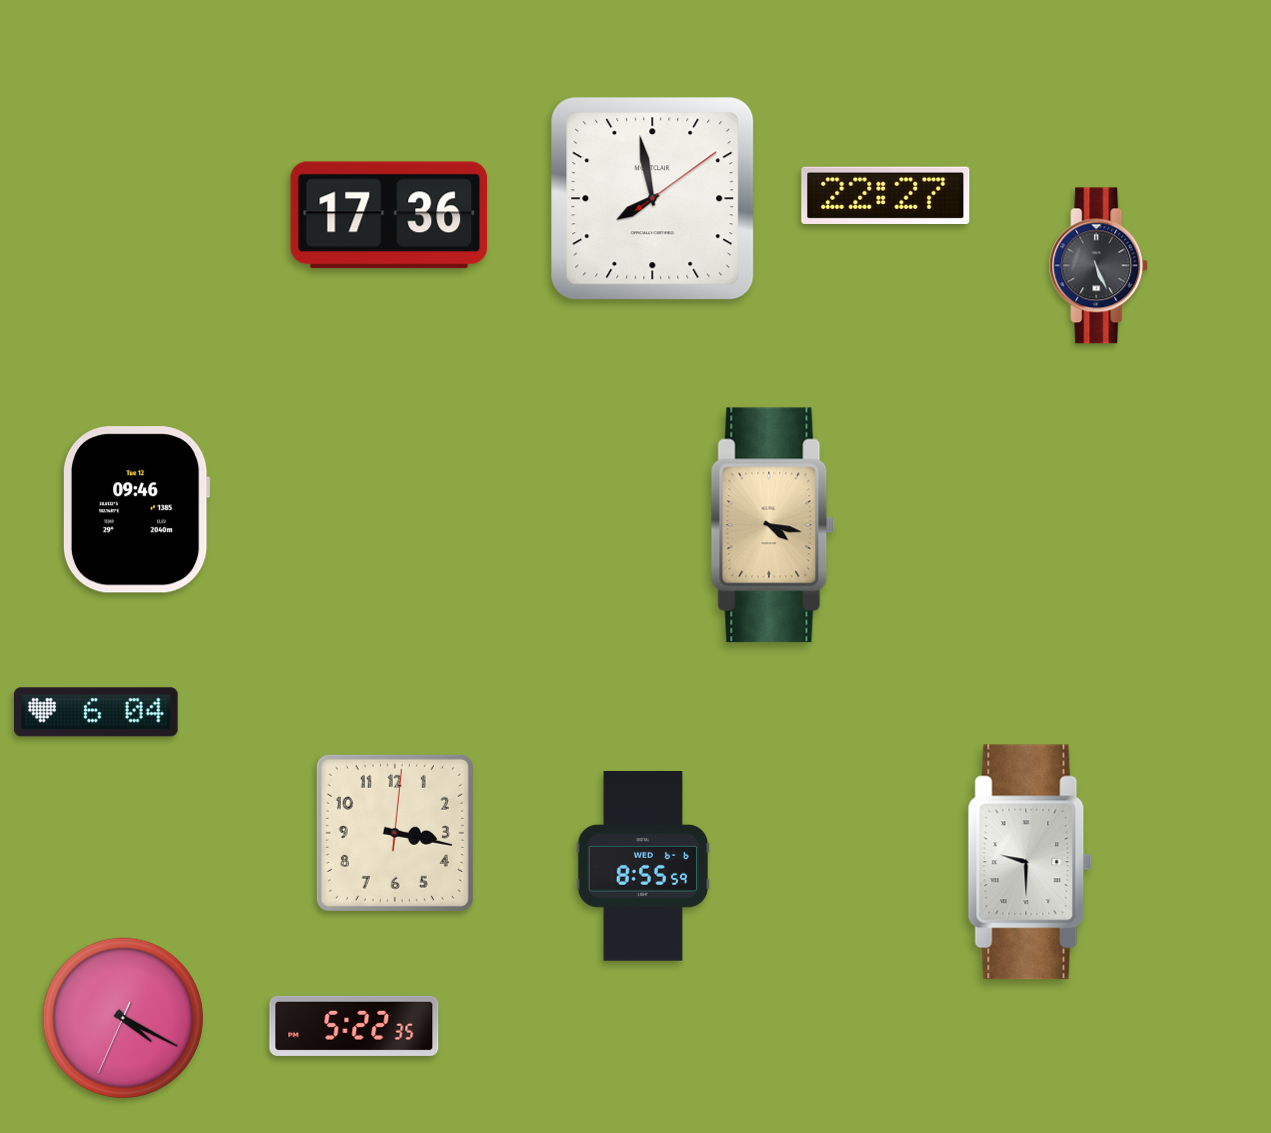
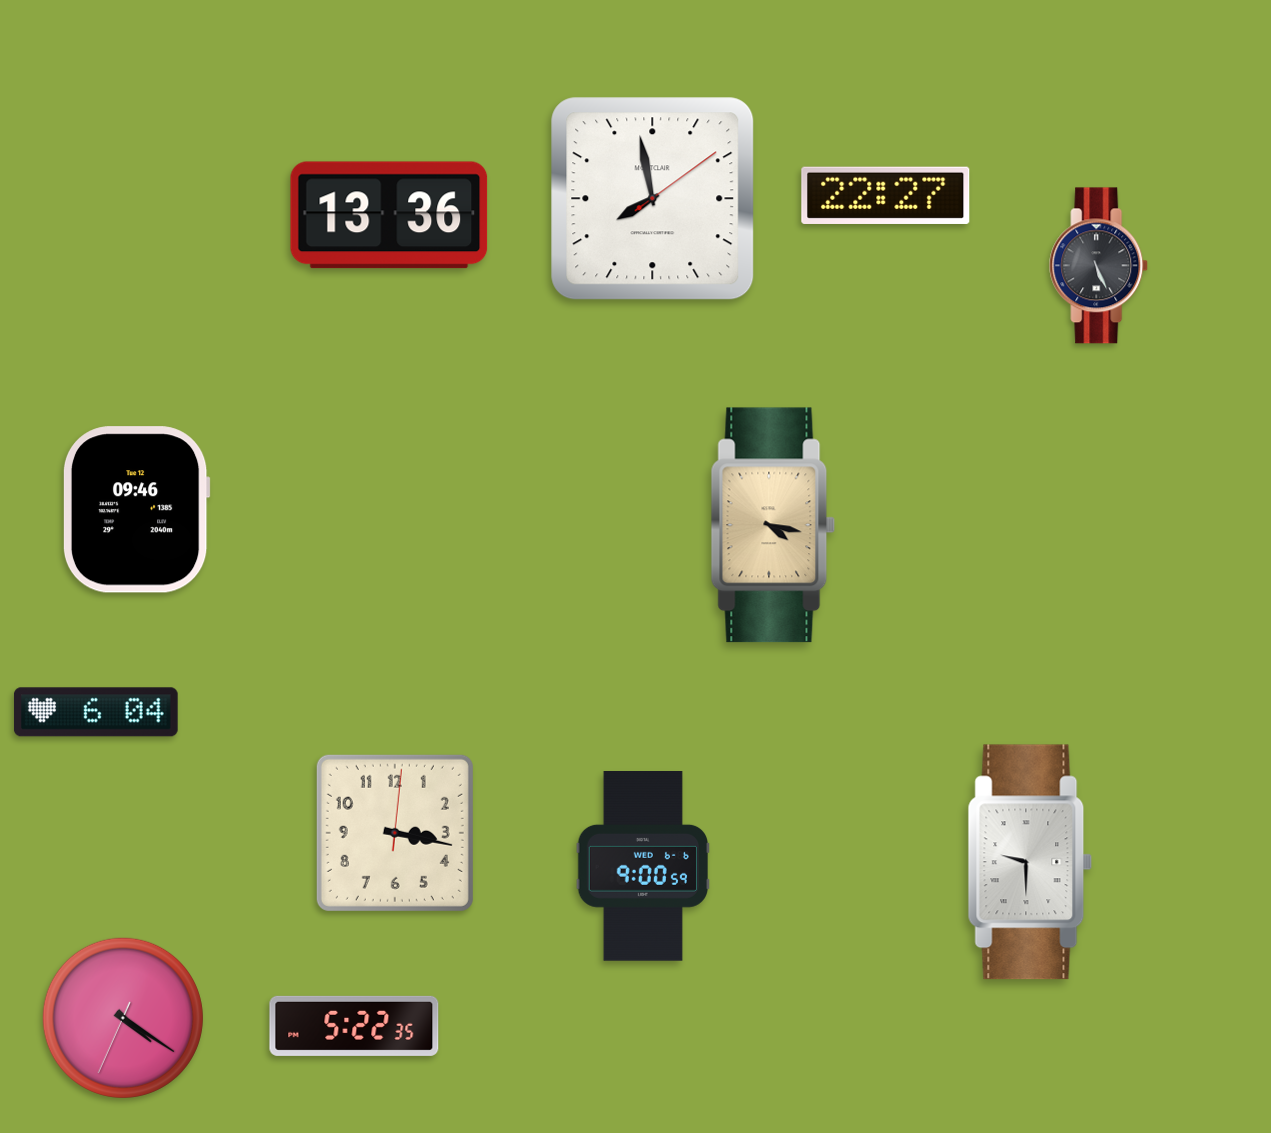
clock at (389, 215): 17:36 -> 13:36
clock at (642, 867): 8:55 -> 9:00
clock at (123, 1018): 4:19 -> 4:20
